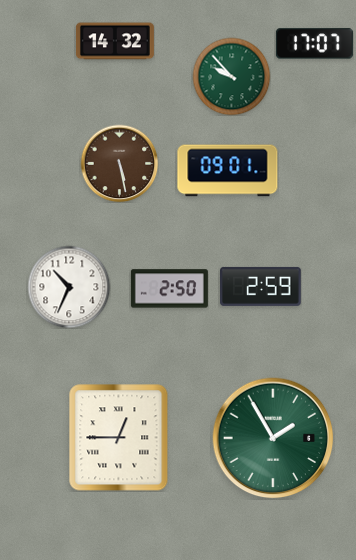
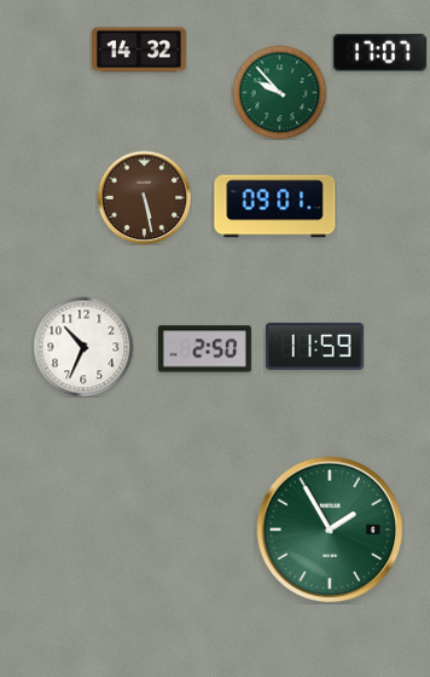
clock at (261, 286): 2:59 -> 11:59
clock at (119, 438): 12:45 -> none
